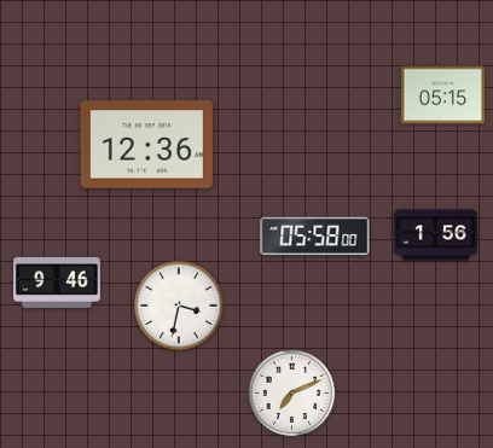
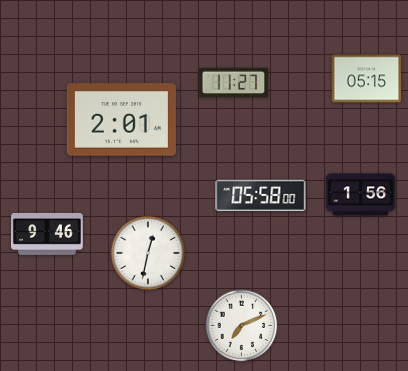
clock at (234, 83): none -> 11:27
clock at (146, 145): 12:36 -> 2:01
clock at (179, 306): 3:32 -> 12:32
